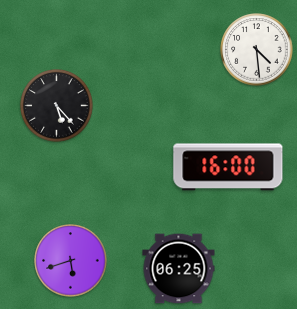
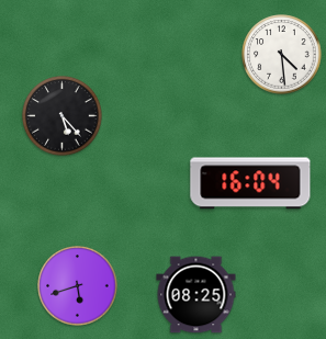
clock at (228, 167): 16:00 -> 16:04
clock at (179, 269): 06:25 -> 08:25
